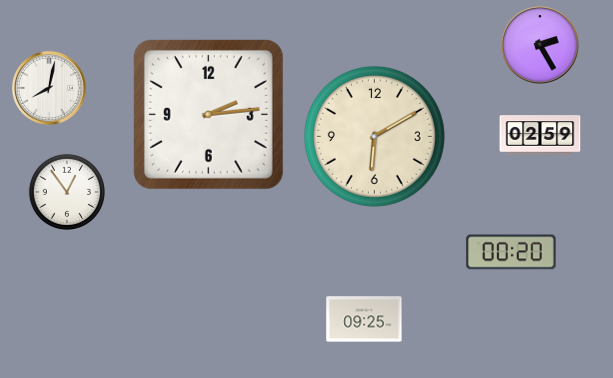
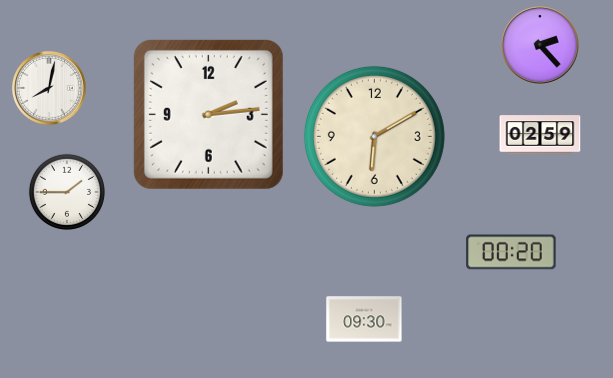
clock at (540, 45): 2:25 -> 2:23
clock at (67, 192): 12:54 -> 1:45
clock at (364, 319): 09:25 -> 09:30
